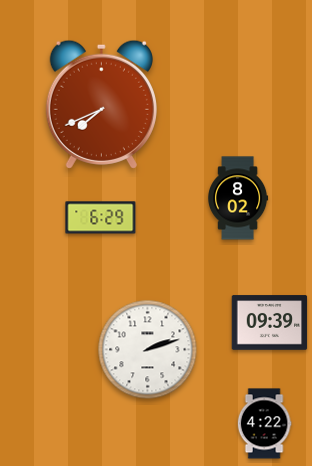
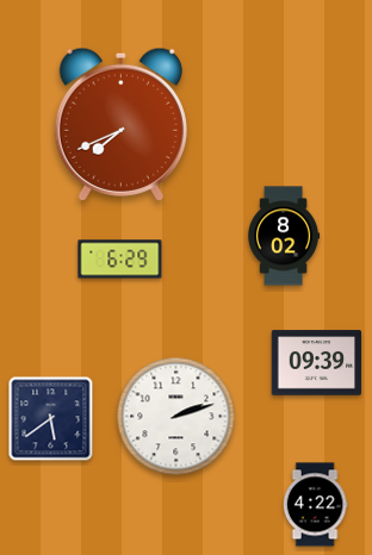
clock at (270, 323) position: (270, 323) -> (317, 363)
clock at (51, 419): none -> 5:39
